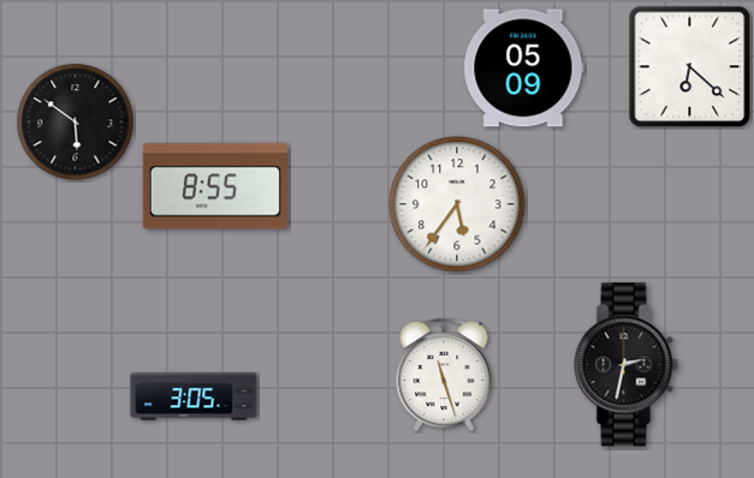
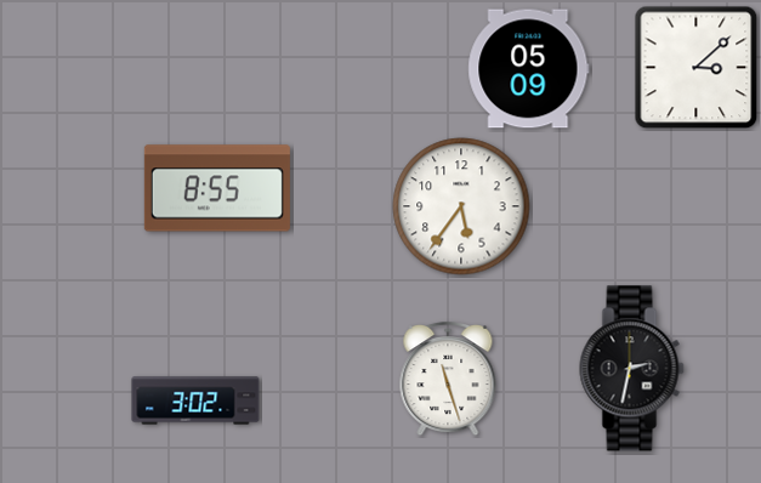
clock at (690, 67): 6:22 -> 3:08
clock at (76, 123): 5:51 -> none
clock at (194, 396): 3:05 -> 3:02
